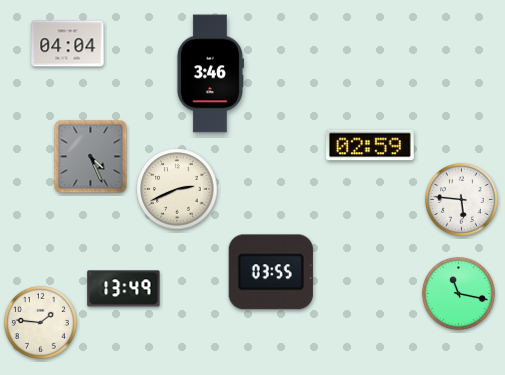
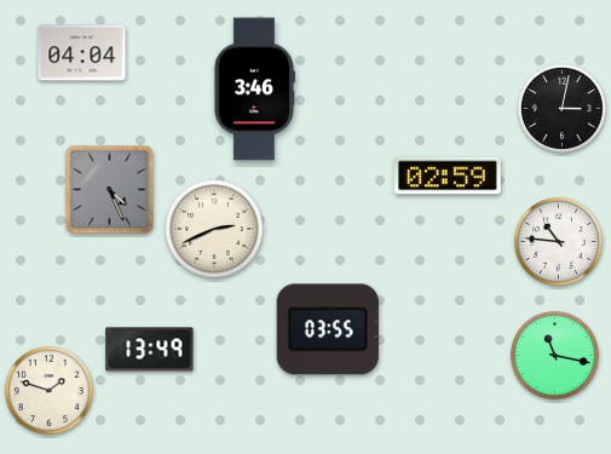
clock at (561, 108): none -> 3:02
clock at (461, 199): 5:46 -> 10:46
clock at (40, 322): 1:46 -> 1:48
